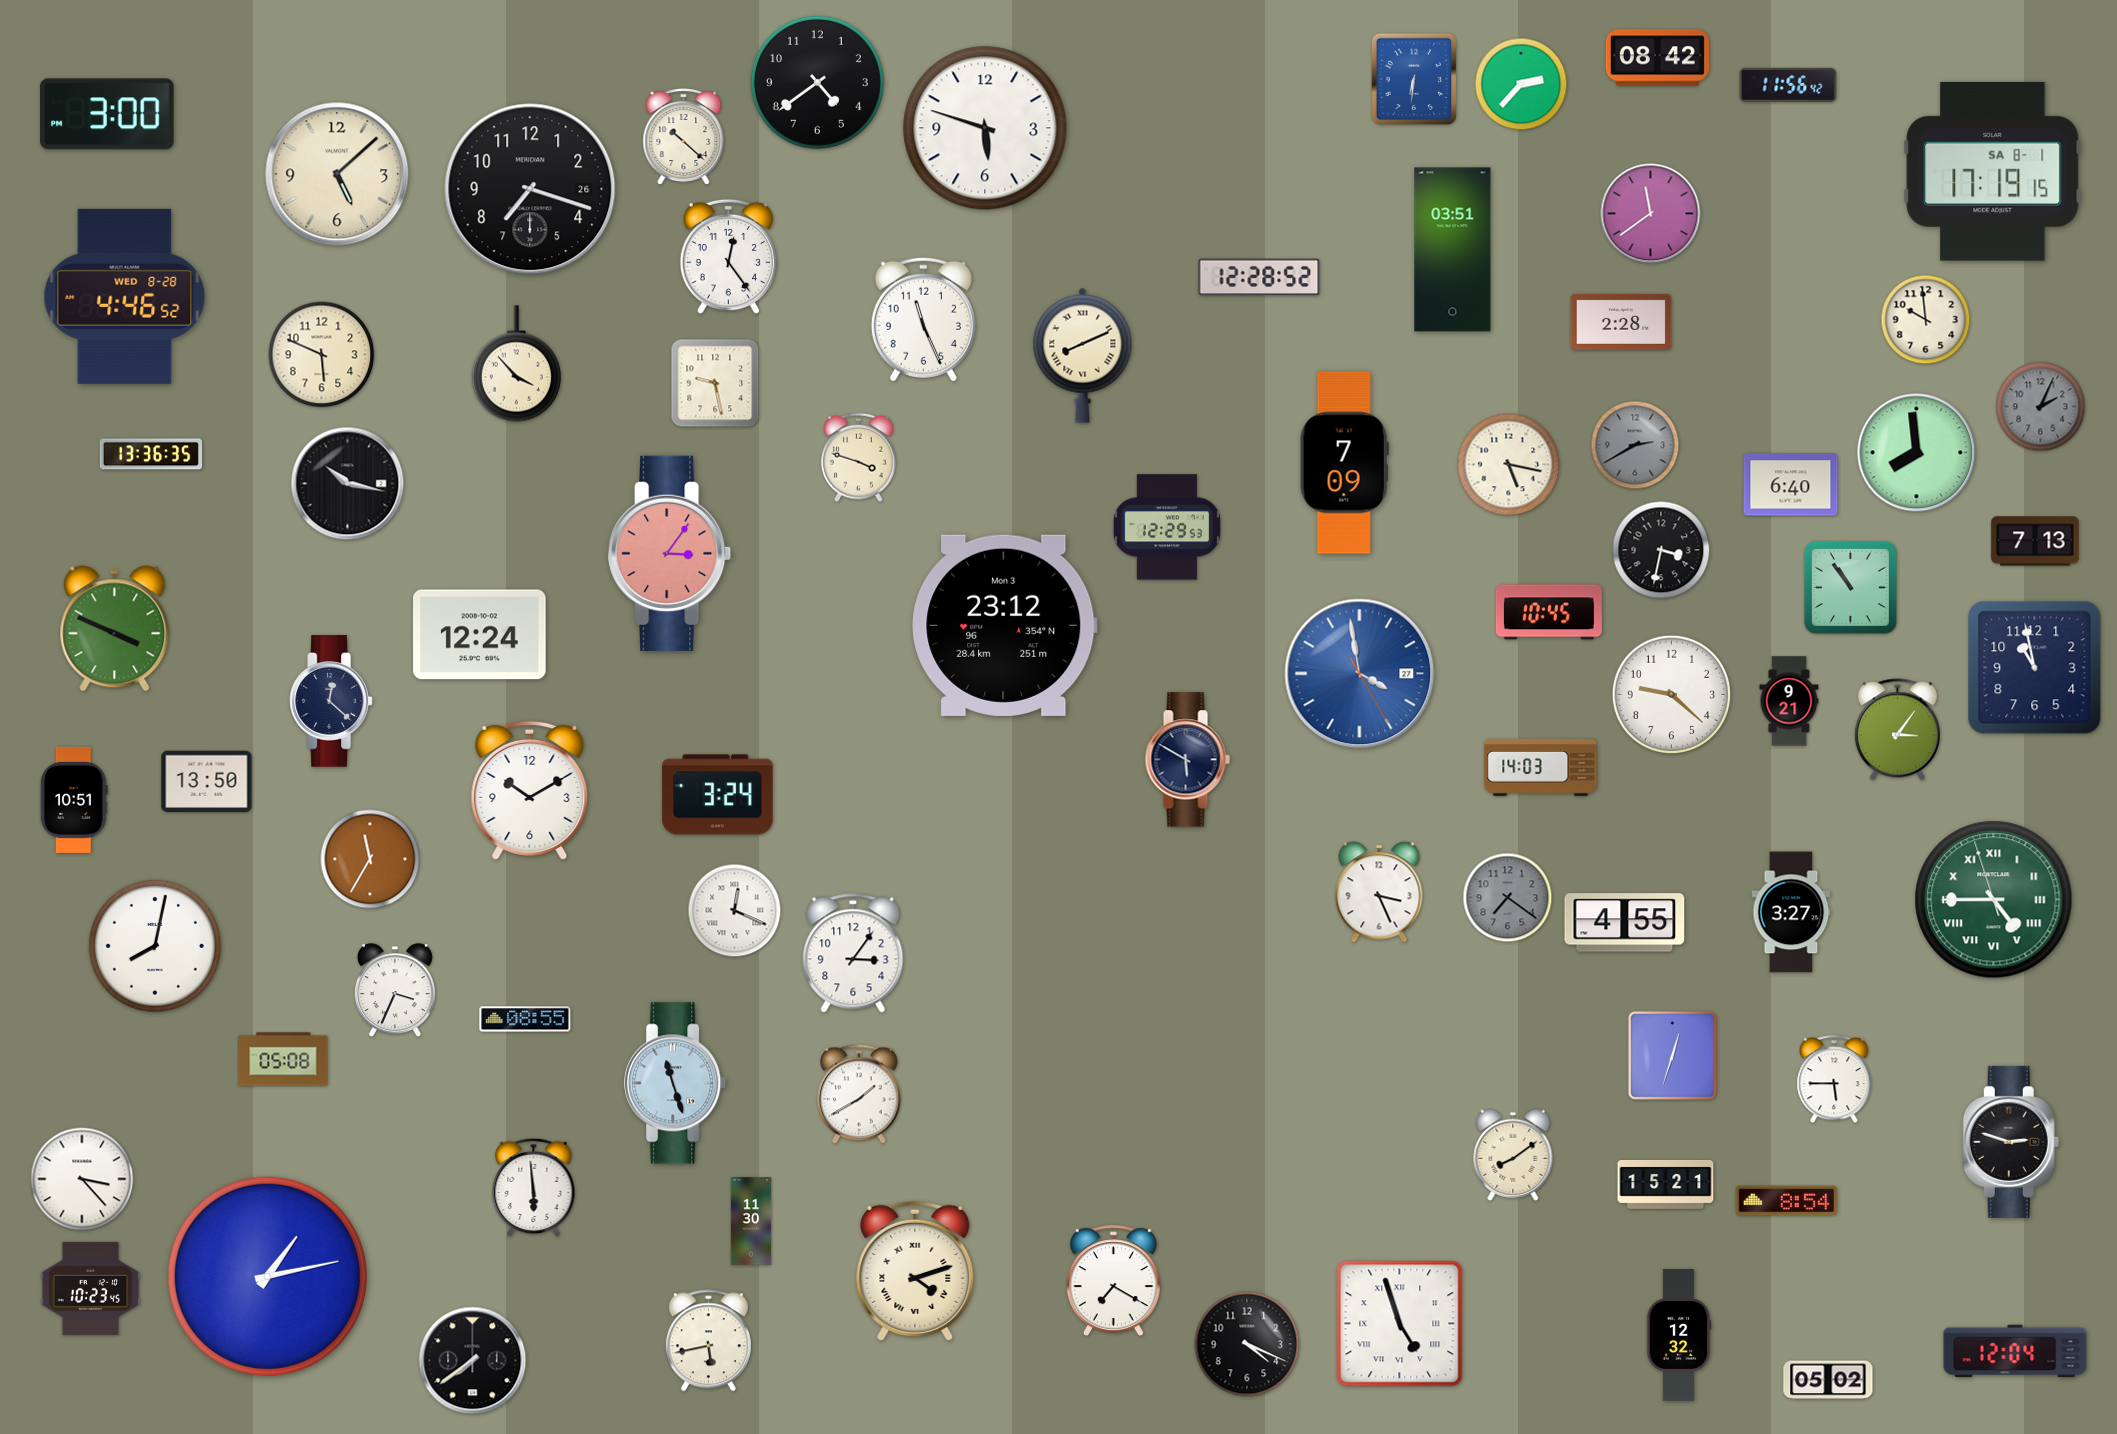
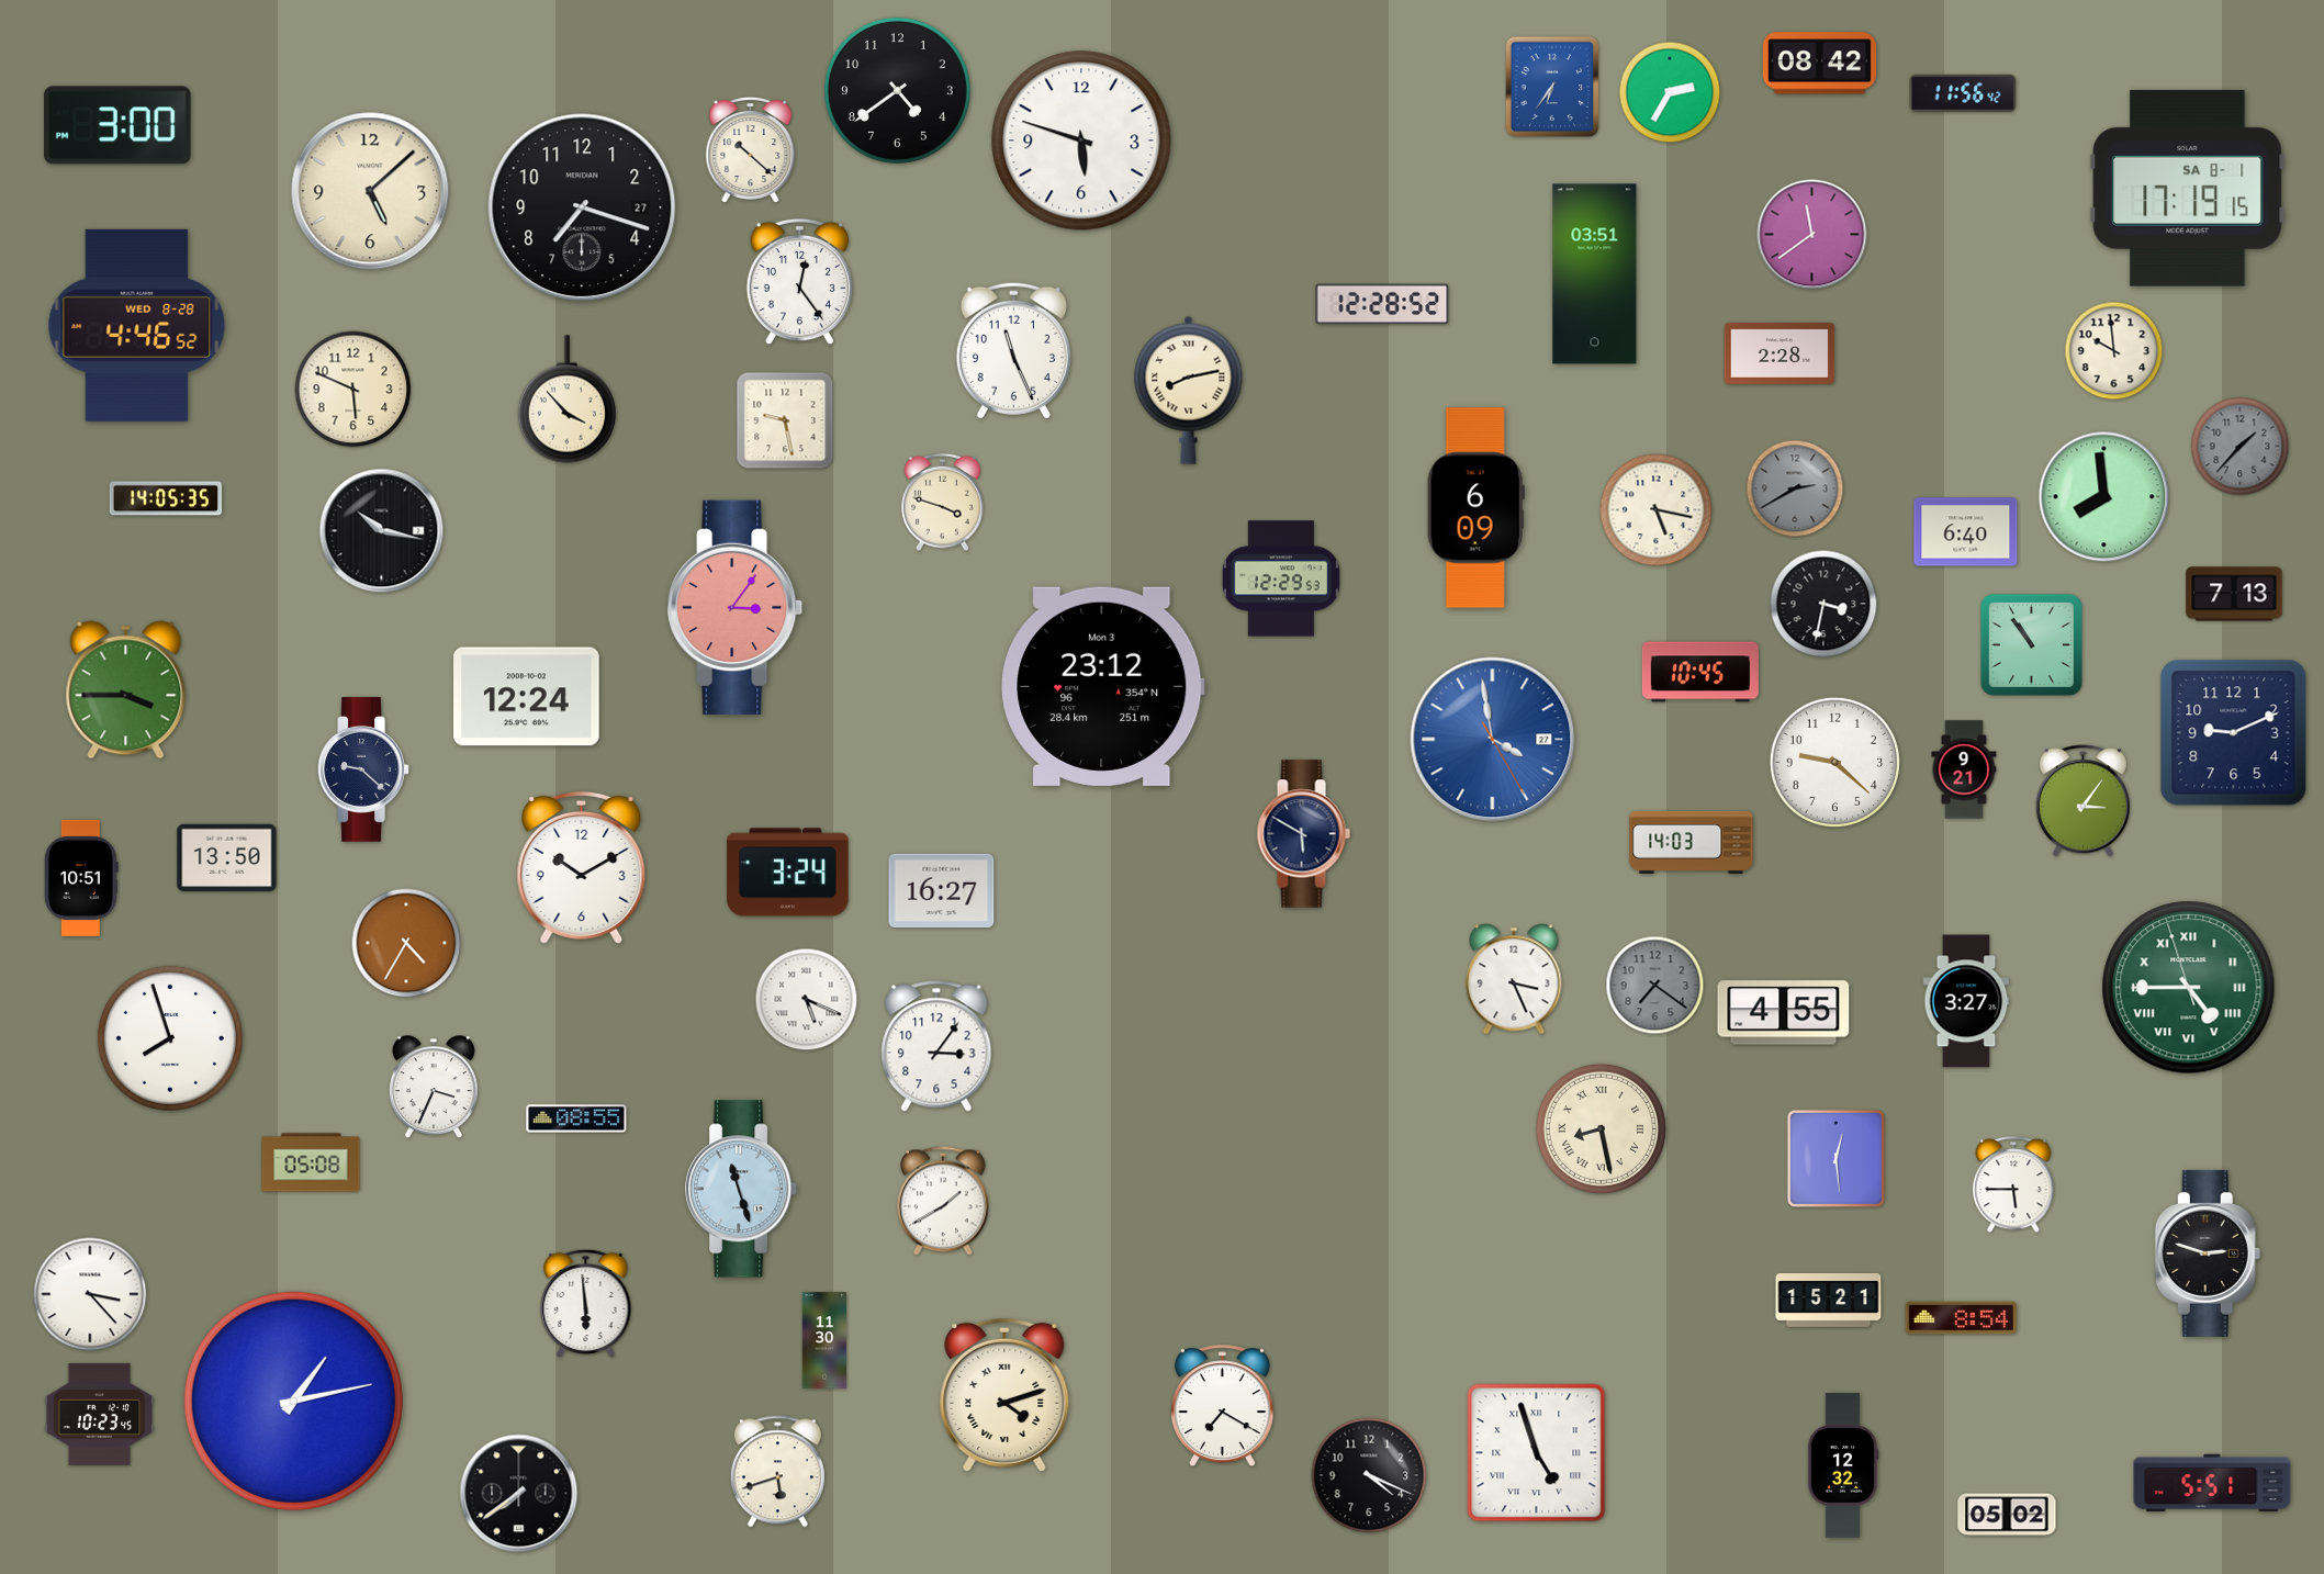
clock at (1414, 79): 6:31 -> 6:36
clock at (1521, 84): 2:37 -> 2:35
clock at (530, 189) date: 26 -> 27
clock at (1083, 355): 8:11 -> 8:13
clock at (2041, 407): 2:04 -> 1:37
clock at (151, 454): 13:36 -> 14:05
clock at (1344, 463): 7:09 -> 6:09
clock at (115, 629): 3:49 -> 3:45
clock at (2035, 668): 10:58 -> 9:11
clock at (331, 701): 12:22 -> 9:22
clock at (942, 891): none -> 16:27
clock at (370, 859): 11:35 -> 4:35
clock at (735, 911): 12:19 -> 5:19
clock at (155, 946): 8:02 -> 7:57
clock at (1601, 1128): none -> 8:28
clock at (1672, 1055): 12:33 -> 12:29
clock at (1513, 1155): 8:09 -> none
clock at (708, 1341): 5:43 -> 5:42
clock at (2015, 1351): 12:04 -> 5:51
